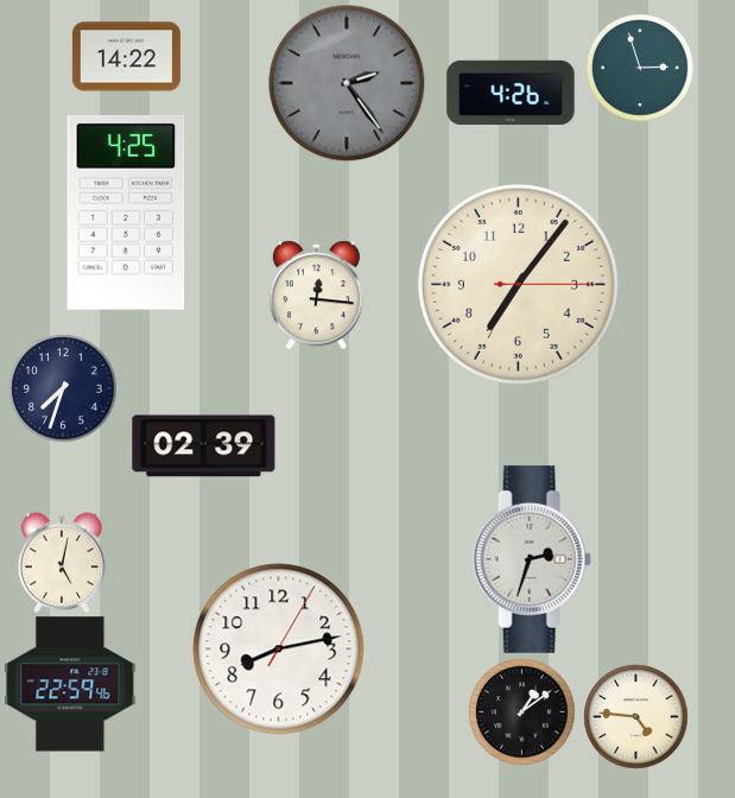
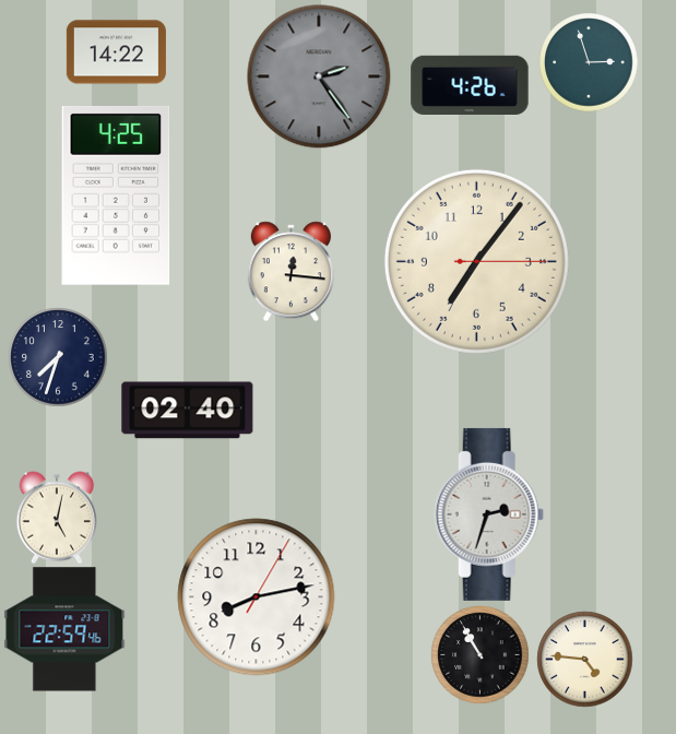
clock at (204, 446): 02:39 -> 02:40
clock at (521, 711): 1:09 -> 10:55
